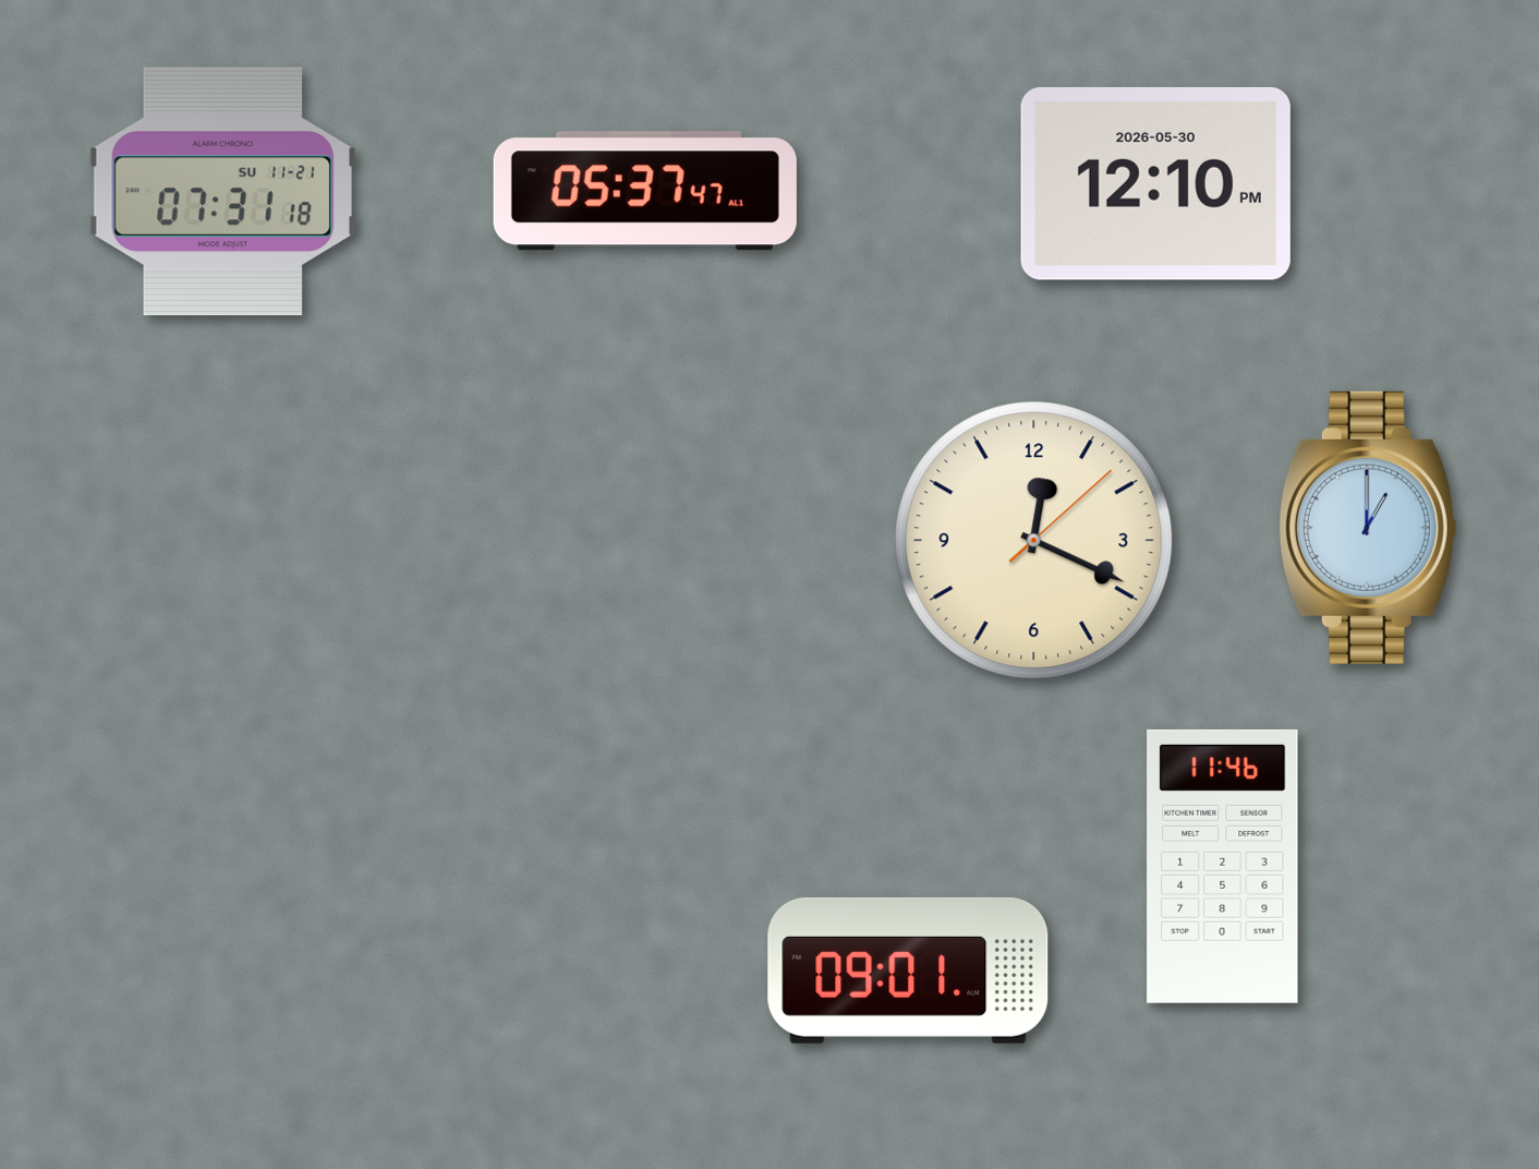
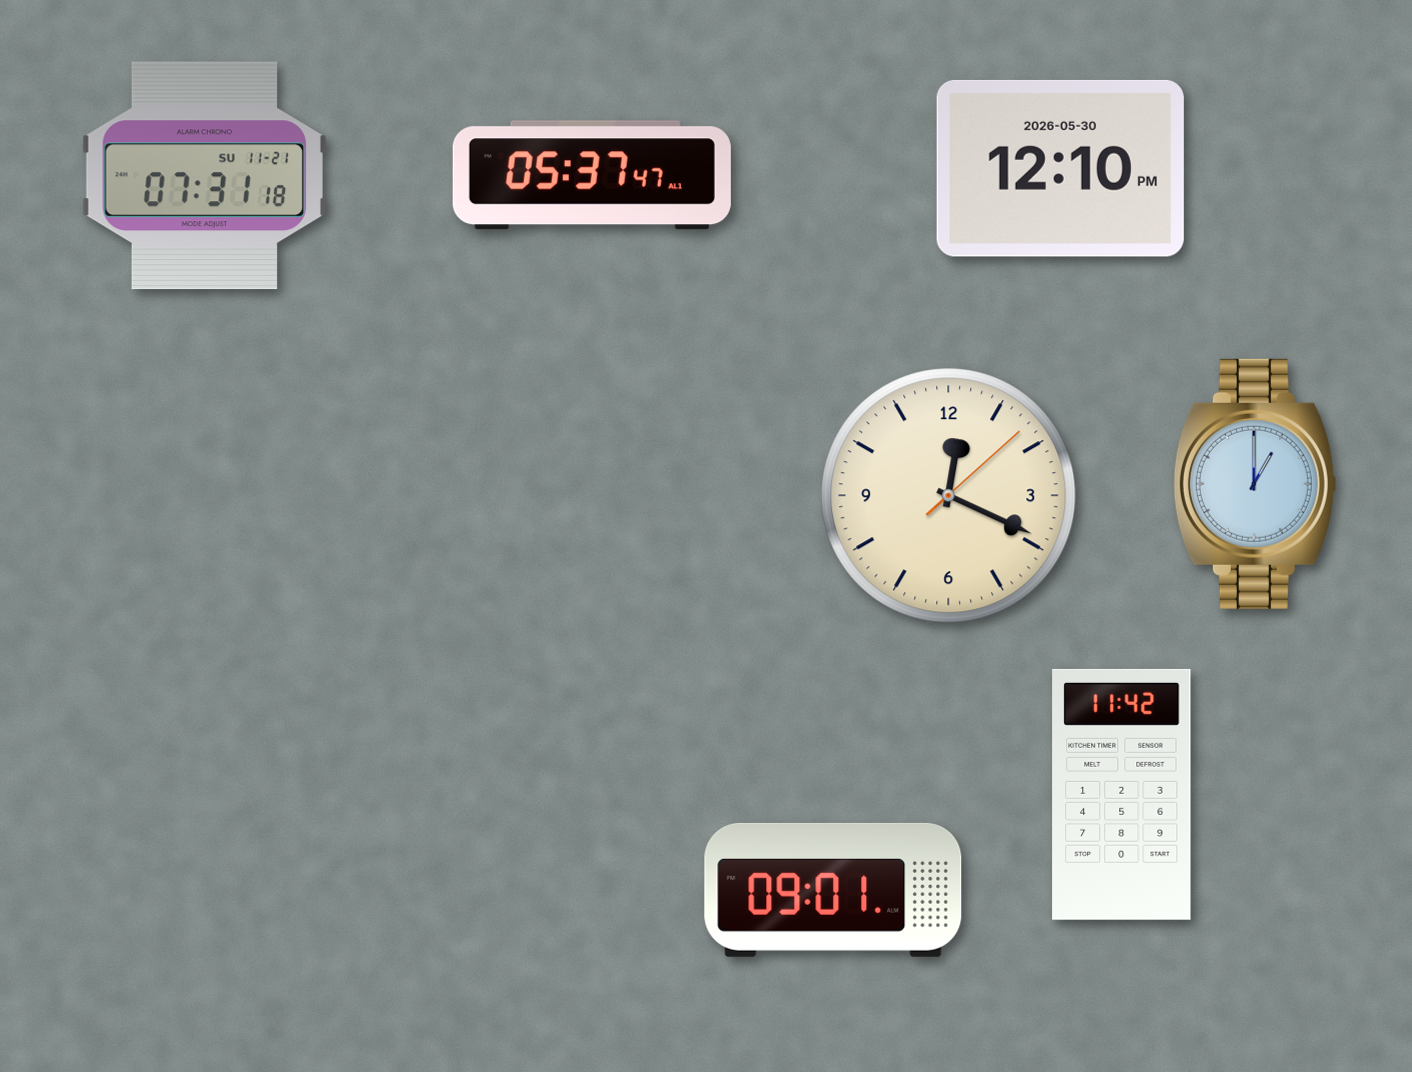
clock at (1223, 866): 11:46 -> 11:42
